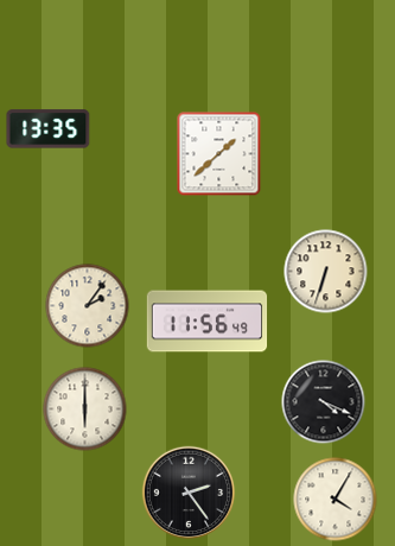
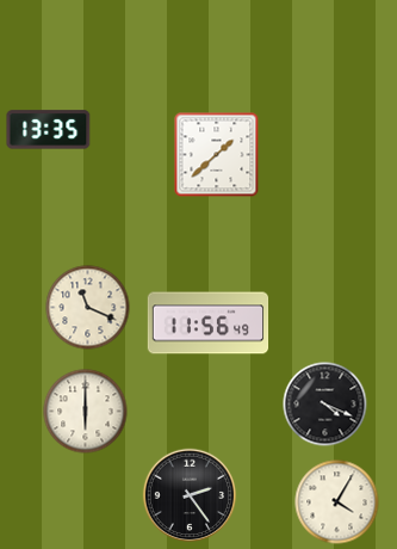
clock at (219, 154) position: (219, 154) -> (217, 155)
clock at (326, 272): 6:33 -> none
clock at (88, 306): 2:06 -> 11:19
